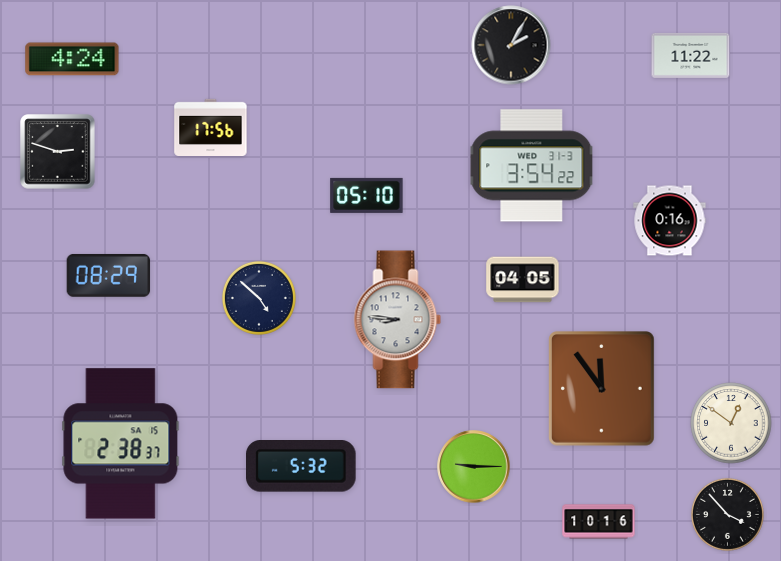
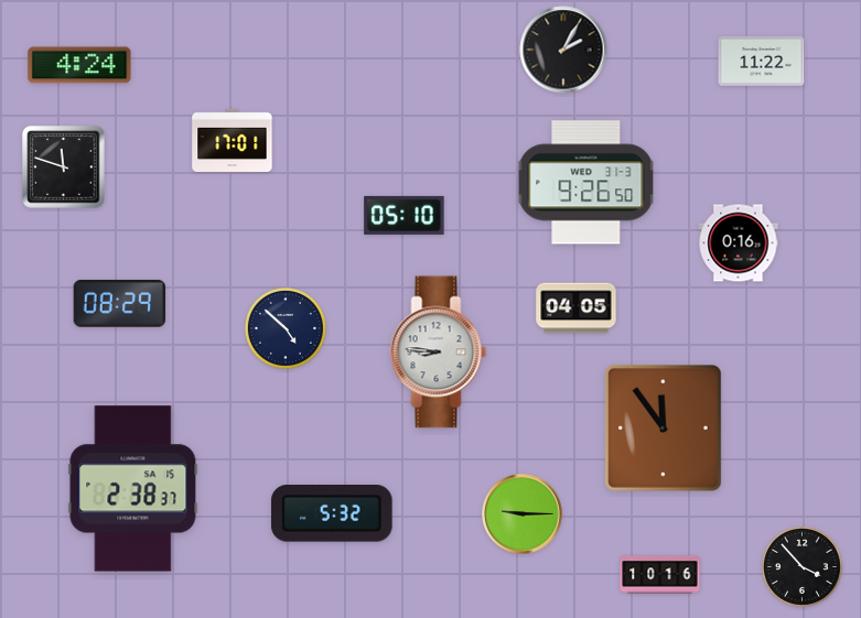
clock at (211, 127): 17:56 -> 17:01
clock at (58, 152): 2:48 -> 11:48
clock at (532, 166): 3:54 -> 9:26
clock at (731, 423): 12:51 -> none
